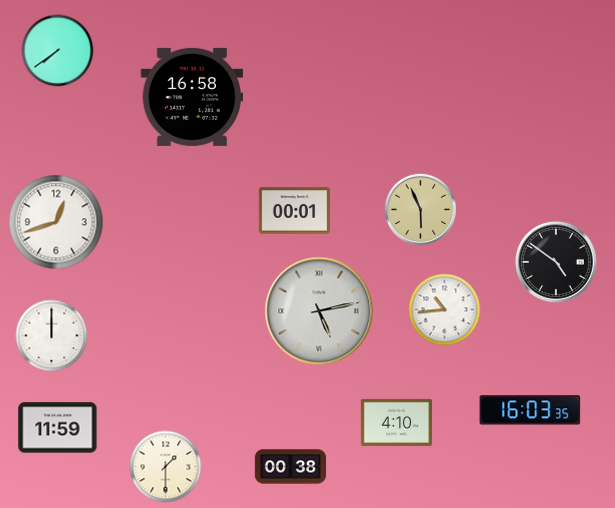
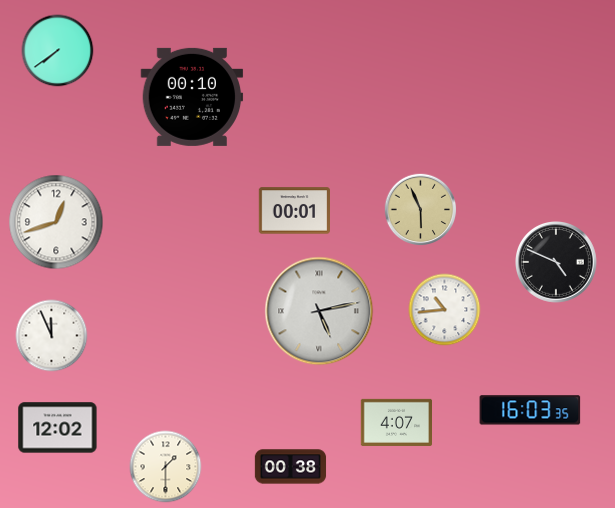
clock at (192, 97): 16:58 -> 00:10
clock at (557, 263): 4:51 -> 4:49
clock at (52, 336): 12:00 -> 11:56
clock at (397, 422): 4:10 -> 4:07
clock at (58, 428): 11:59 -> 12:02
